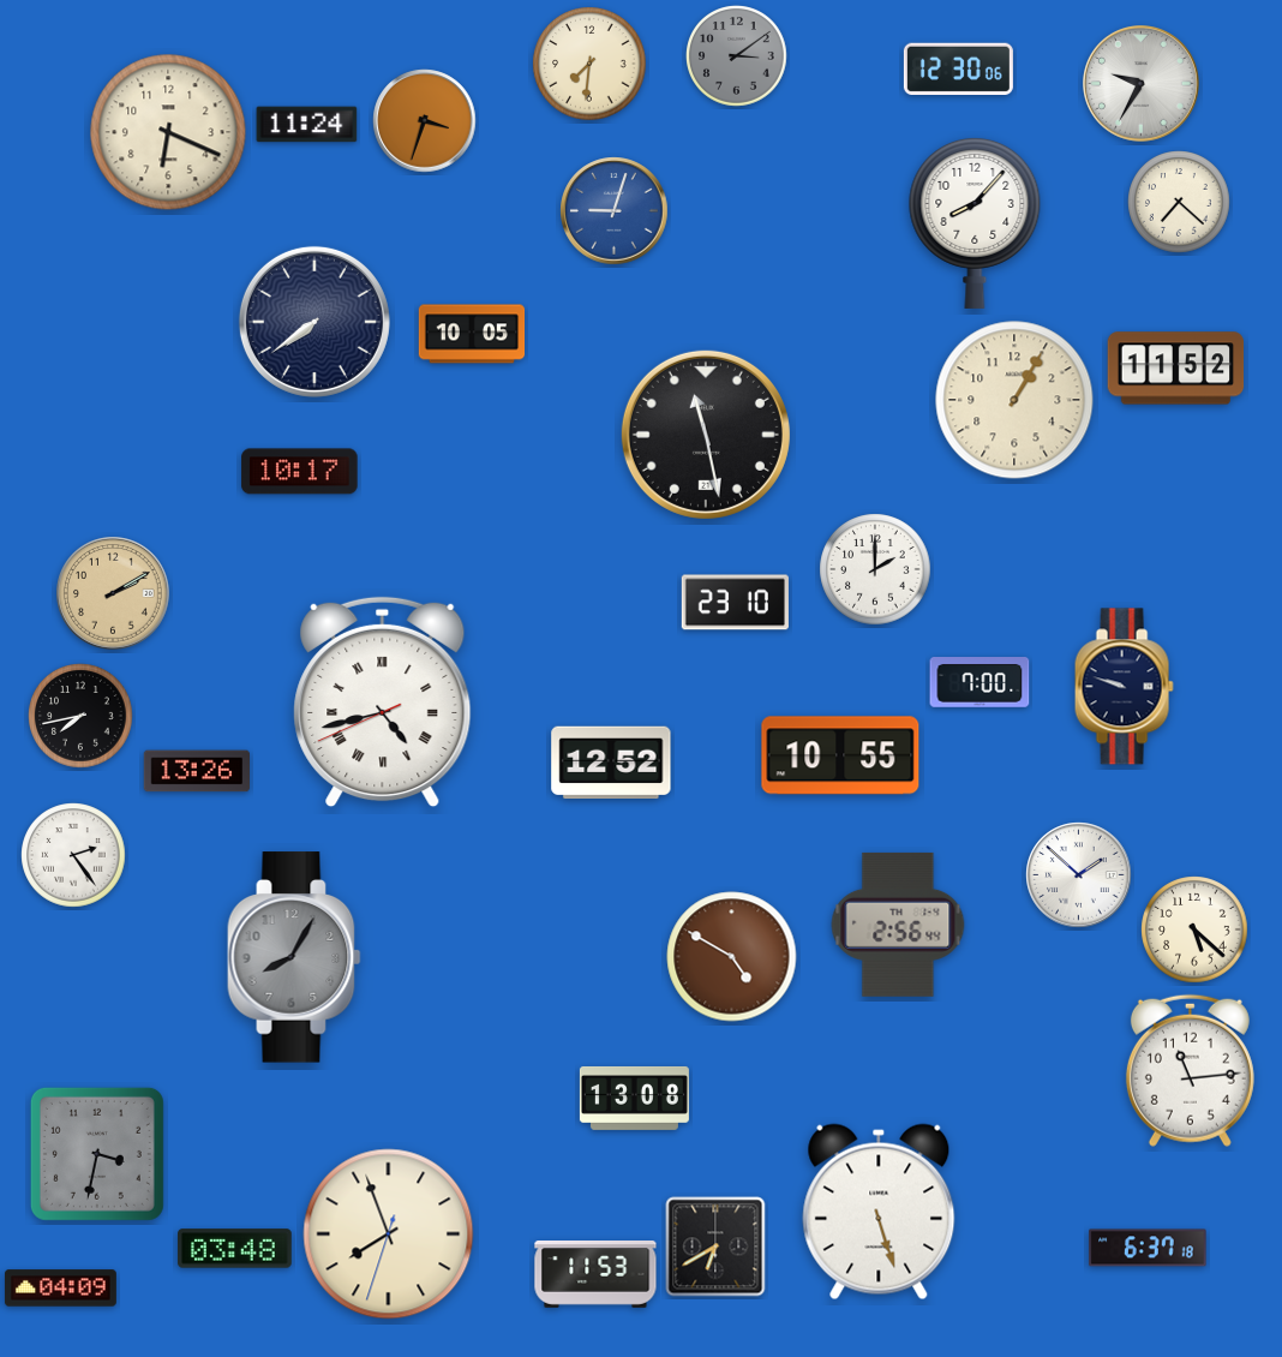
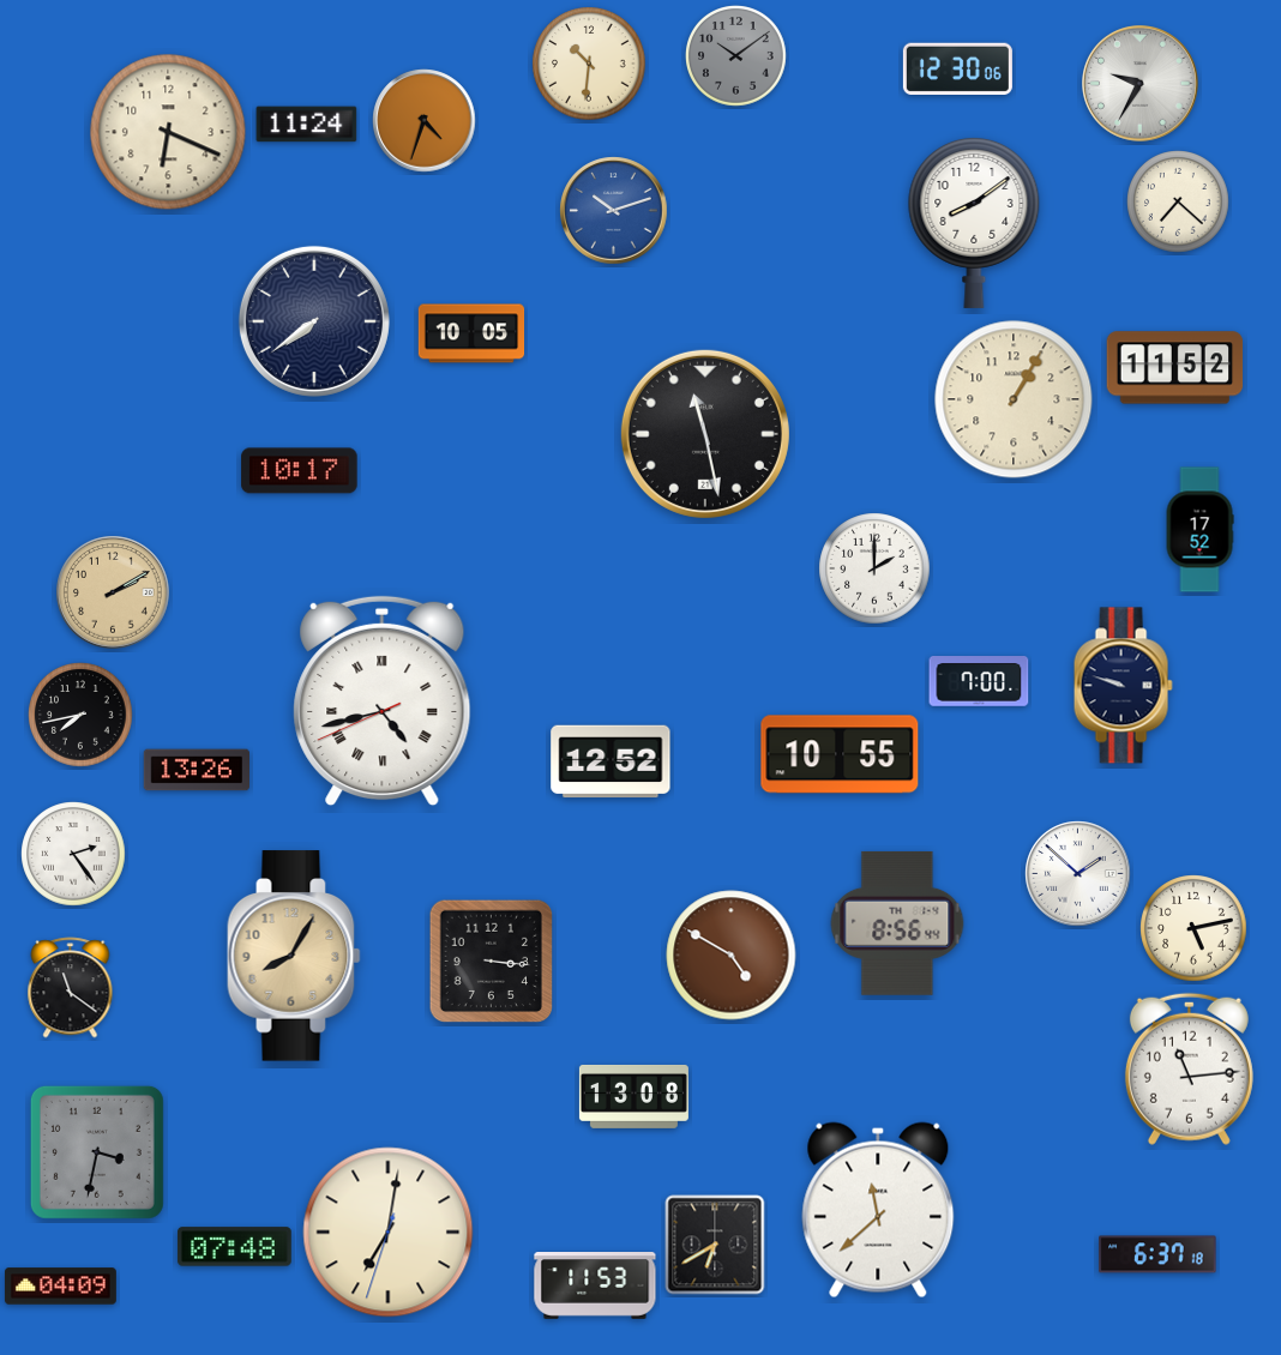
clock at (737, 56): 3:09 -> 10:09
clock at (589, 64): 7:31 -> 10:31
clock at (425, 121): 3:33 -> 4:33
clock at (615, 211): 9:03 -> 10:12
clock at (975, 222): 8:07 -> 8:09
clock at (1199, 530): none -> 17:52
clock at (735, 603): 23:10 -> none
clock at (898, 925): 2:56 -> 8:56
clock at (1194, 929): 5:22 -> 5:13
clock at (294, 957) dial: grey -> champagne
clock at (492, 962): none -> 3:16
clock at (71, 988): none -> 11:21
clock at (879, 1212): 5:27 -> 11:38
clock at (389, 1235): 7:56 -> 7:01
clock at (1148, 1248) position: (1148, 1248) -> (1157, 1254)
clock at (235, 1249): 03:48 -> 07:48
clock at (595, 1275) position: (595, 1275) -> (595, 1287)
